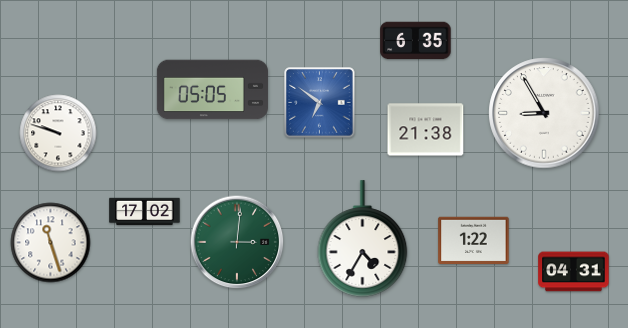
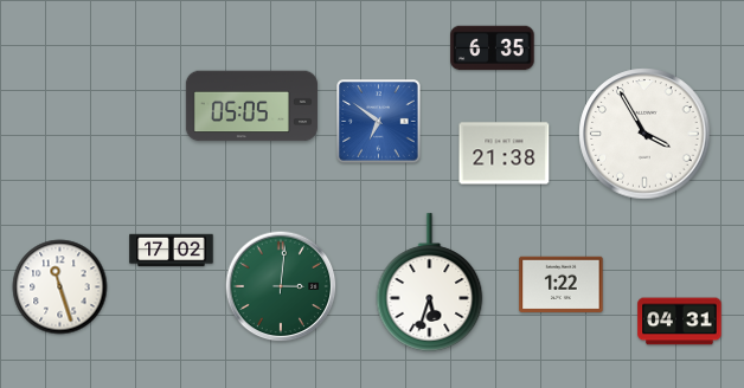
clock at (544, 113): 8:55 -> 3:55
clock at (58, 133): 9:48 -> none
clock at (363, 239): 4:35 -> 5:33
